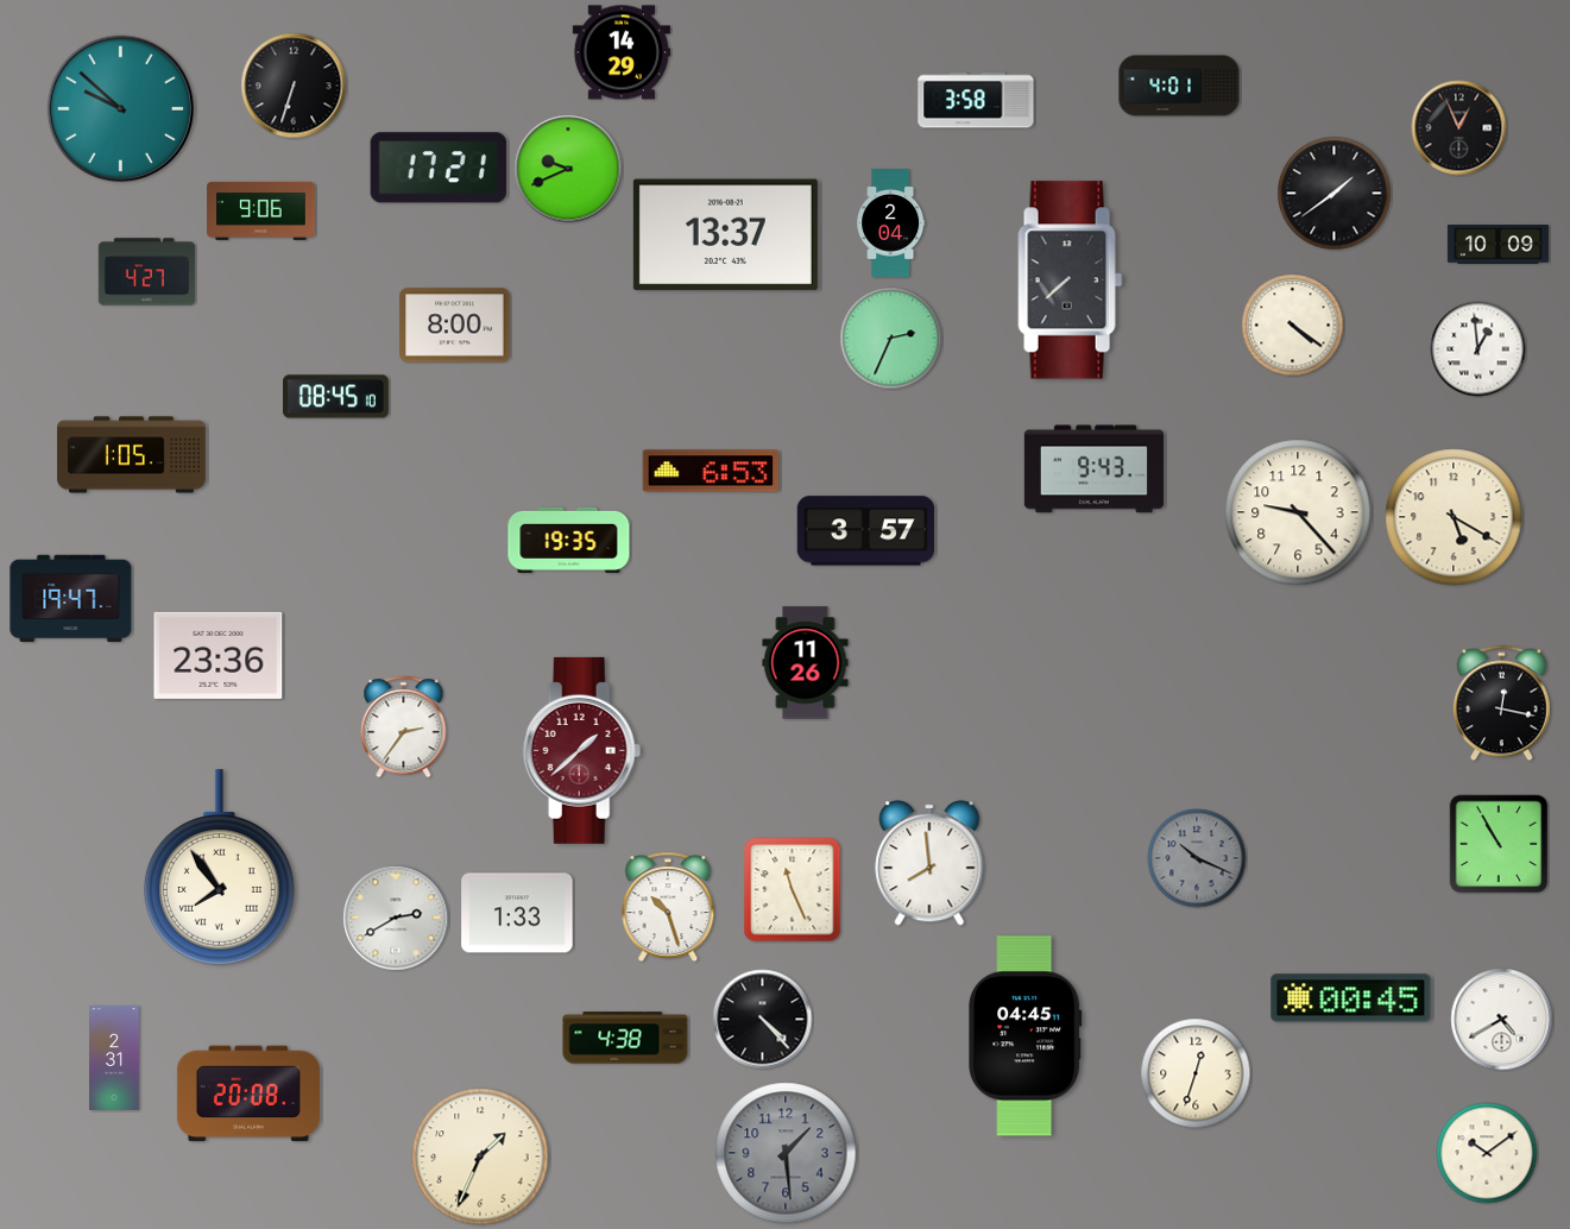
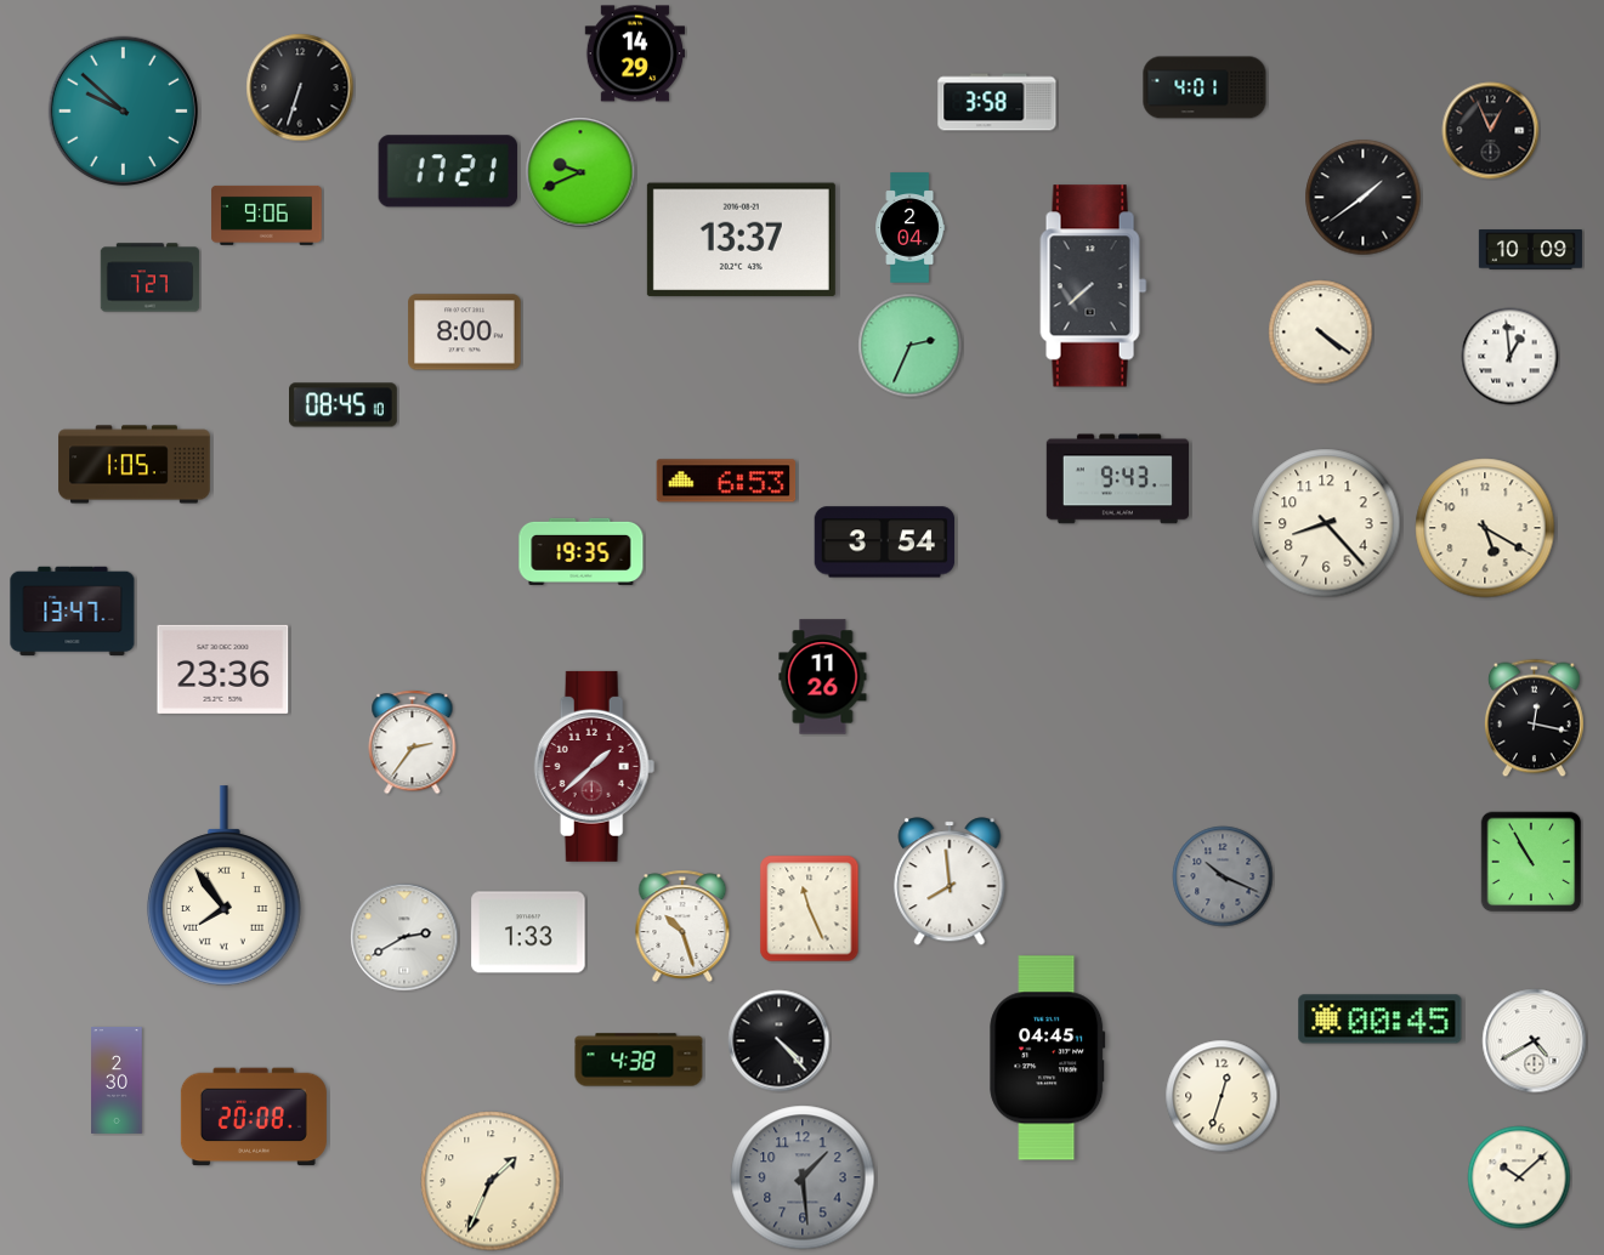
clock at (147, 272): 4:27 -> 7:27
clock at (1298, 512): 9:23 -> 8:23
clock at (866, 531): 3:57 -> 3:54
clock at (71, 599): 19:47 -> 13:47
clock at (114, 1059): 2:31 -> 2:30
clock at (1487, 1153): 10:09 -> 10:08
